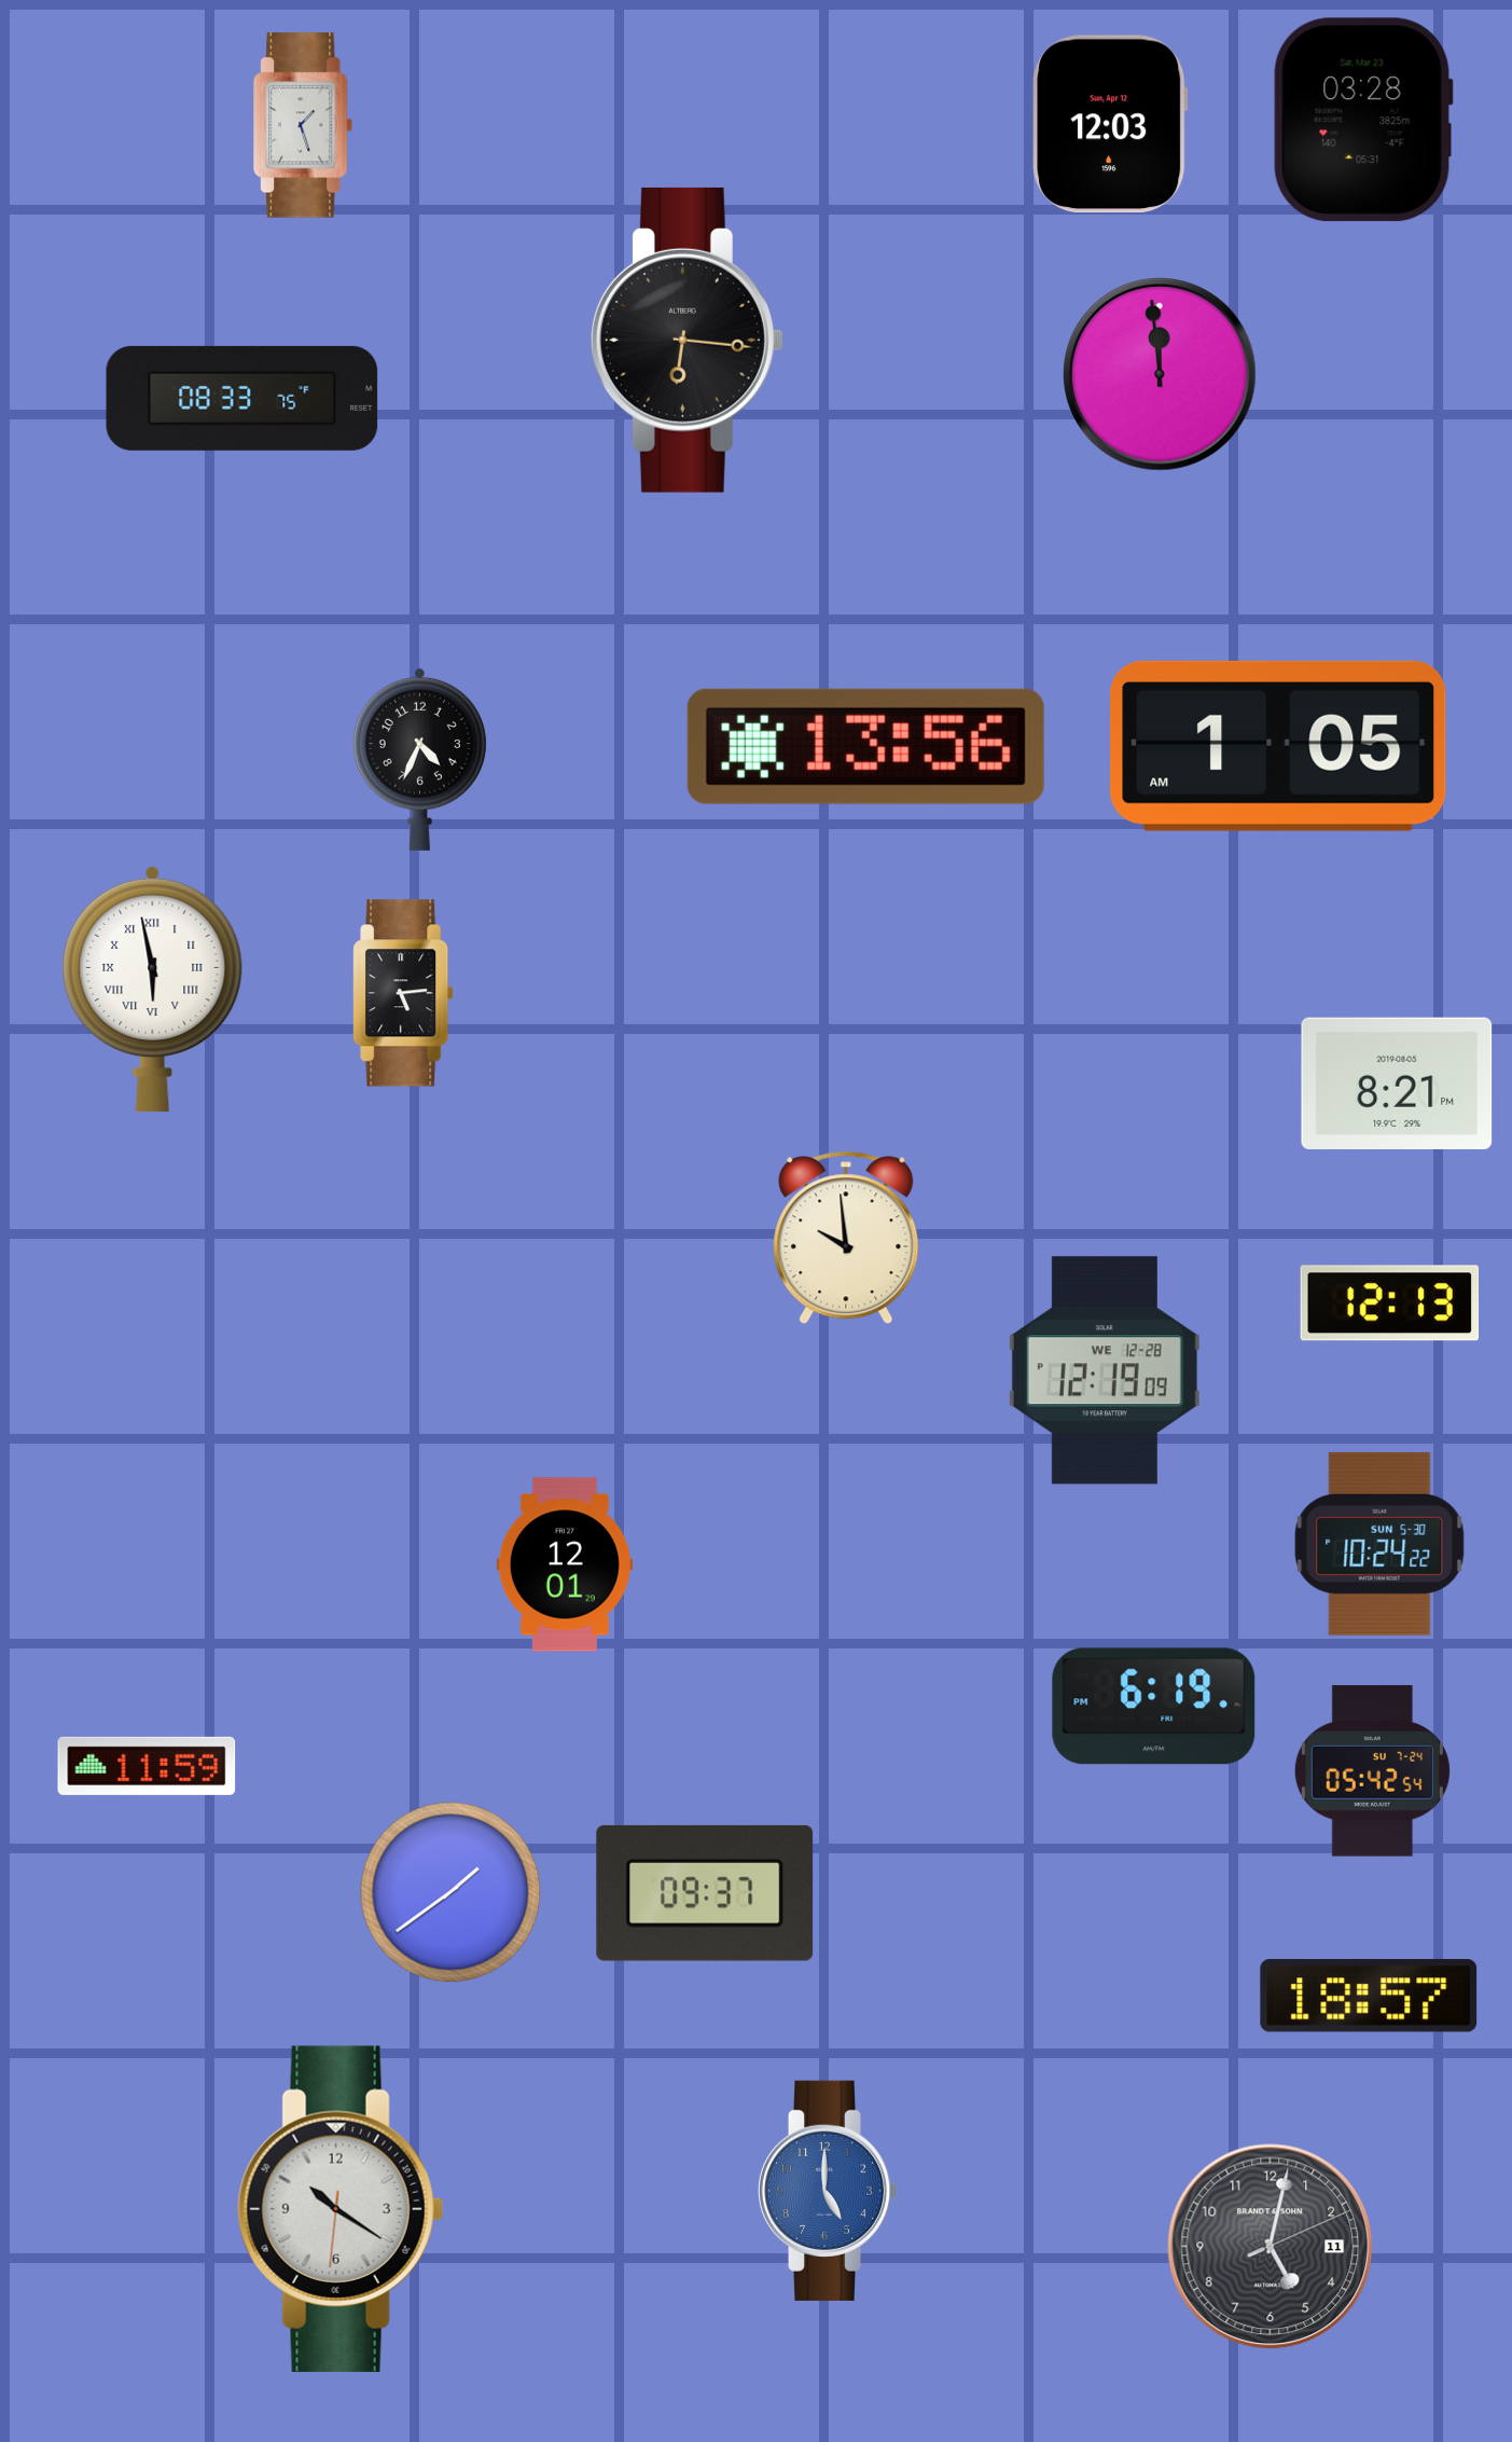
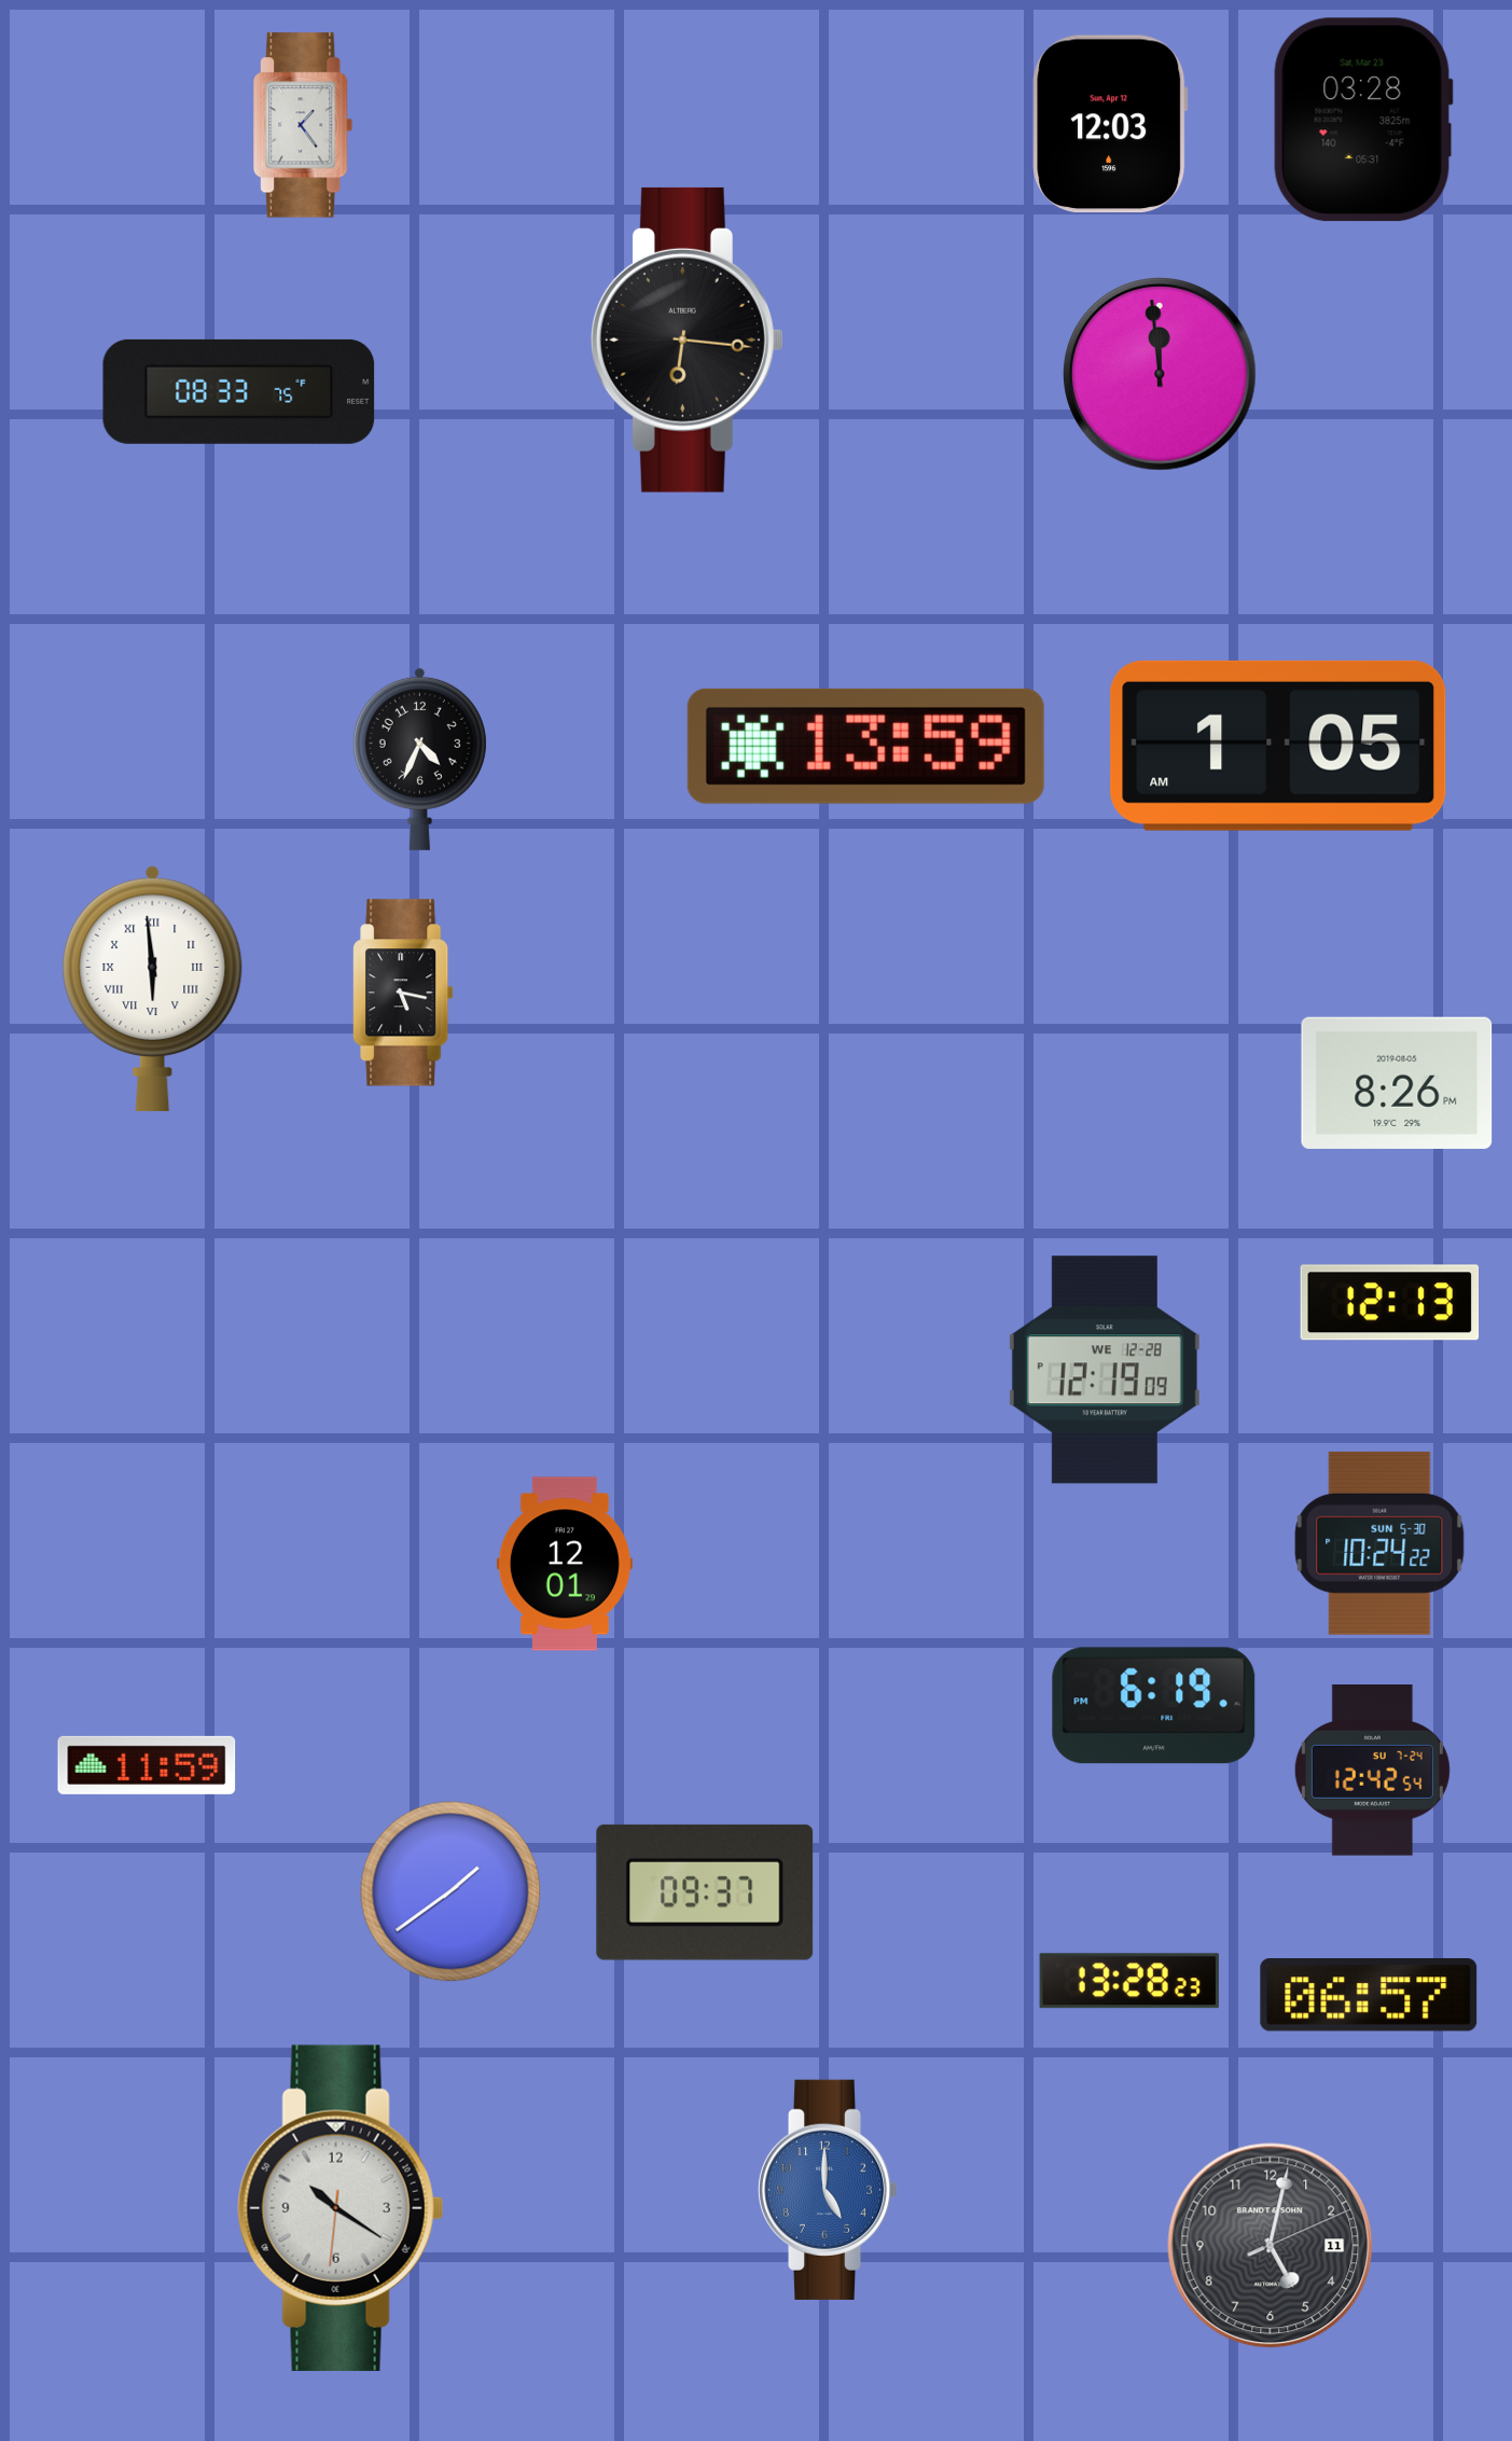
clock at (304, 125): 1:27 -> 1:24
clock at (242, 398) position: (242, 398) -> (239, 391)
clock at (865, 746): 13:56 -> 13:59
clock at (153, 989): 5:58 -> 5:59
clock at (403, 993): 5:14 -> 5:17
clock at (1397, 1084): 8:21 -> 8:26
clock at (846, 1238): 9:59 -> none
clock at (1372, 1771): 05:42 -> 12:42
clock at (1129, 1981): none -> 13:28
clock at (1369, 1996): 18:57 -> 06:57
